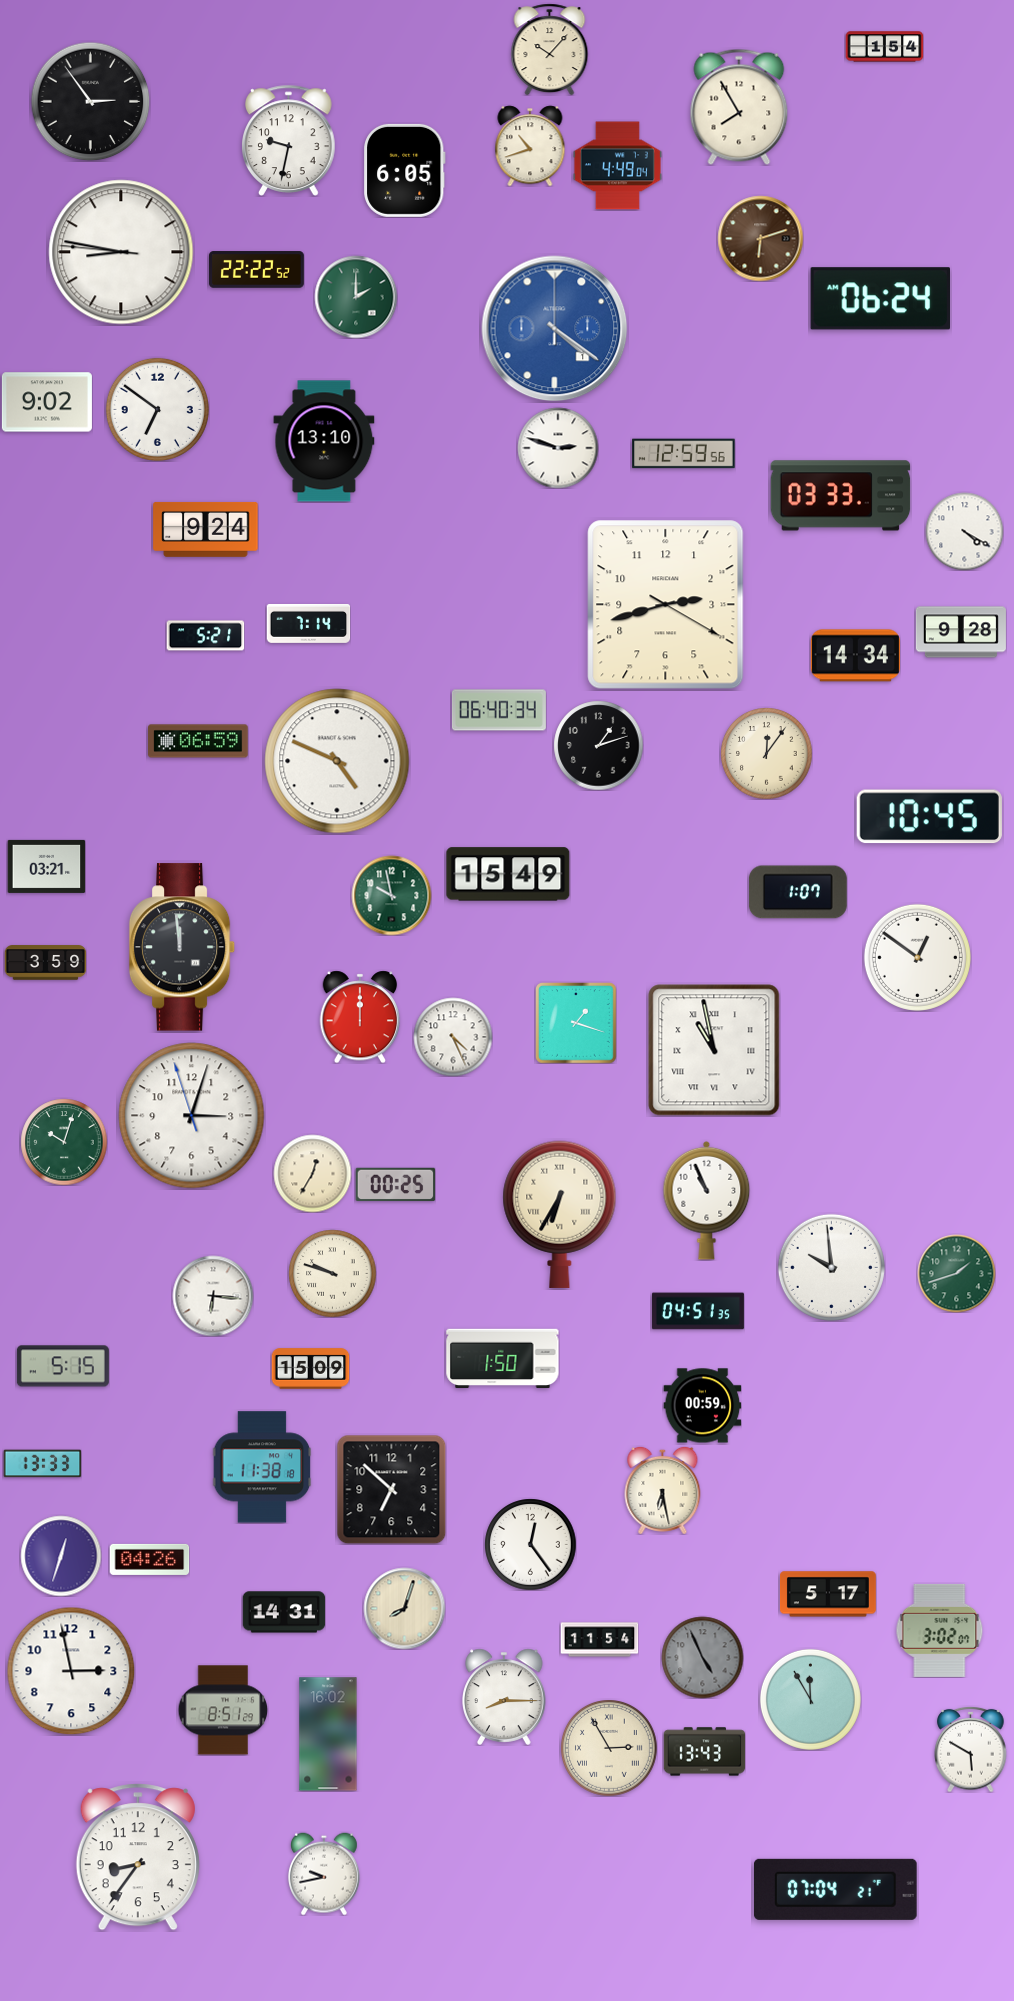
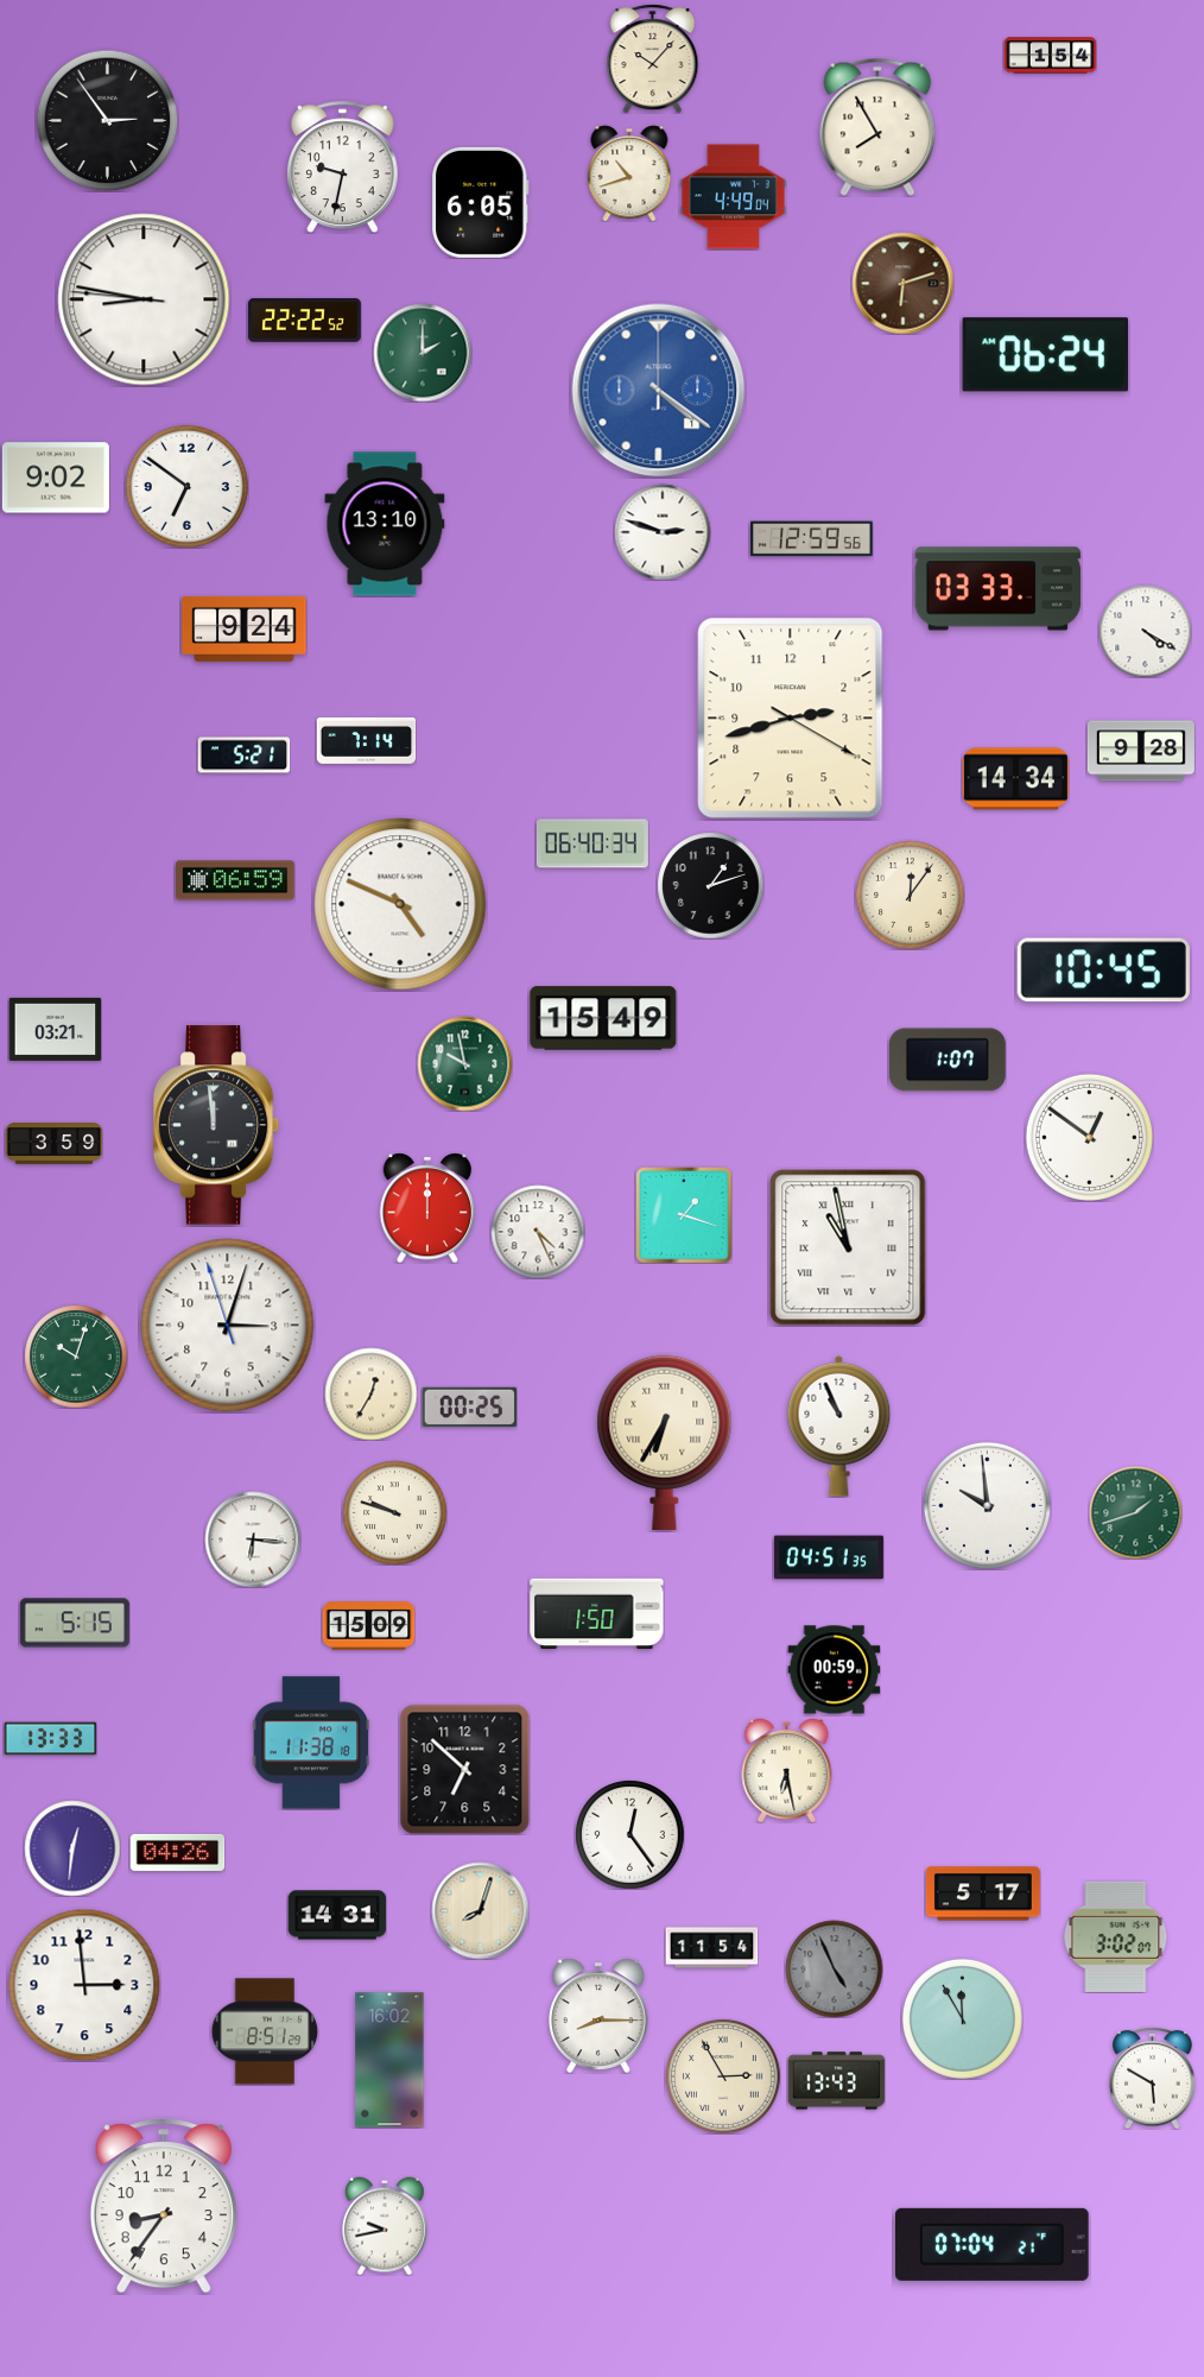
clock at (508, 874) position: (508, 874) -> (603, 1018)
clock at (61, 1556): 12:33 -> 12:31
clock at (71, 1671): 2:58 -> 2:59
